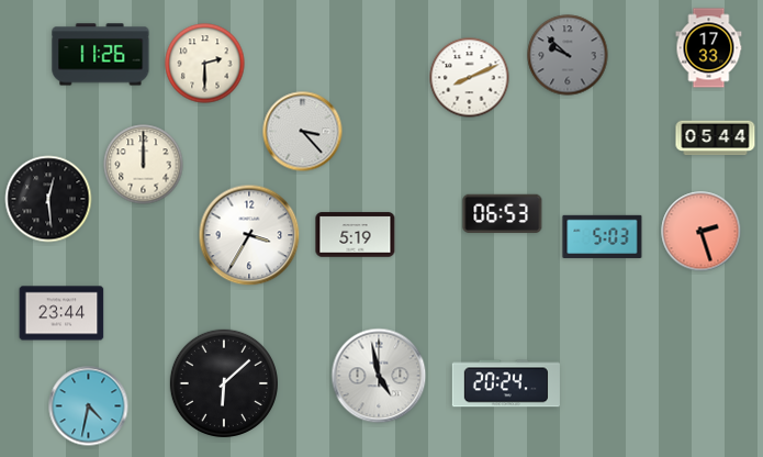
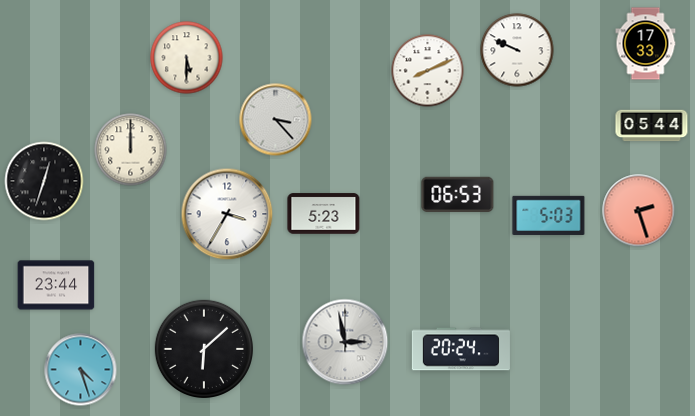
clock at (101, 55): 11:26 -> none
clock at (568, 55): 9:52 -> 9:49
clock at (568, 55) dial: grey -> white
clock at (205, 64): 2:30 -> 5:30
clock at (48, 199): 12:29 -> 12:33
clock at (356, 235): 5:19 -> 5:23
clock at (379, 376): 4:58 -> 2:58
clock at (89, 406): 4:32 -> 4:27
